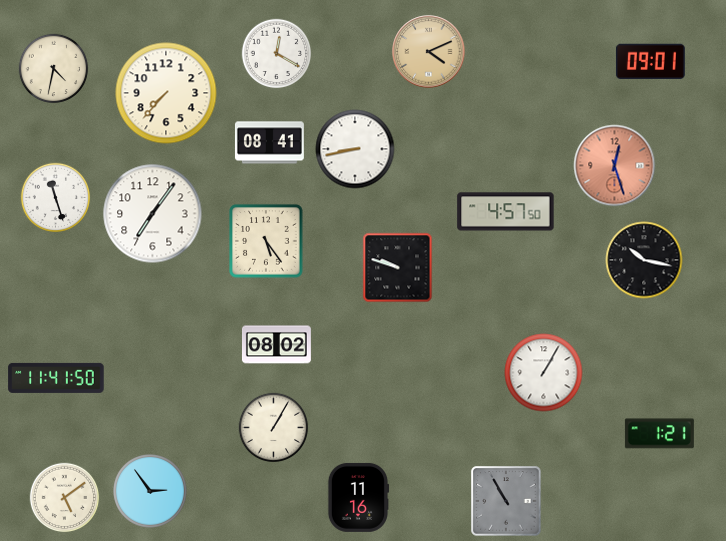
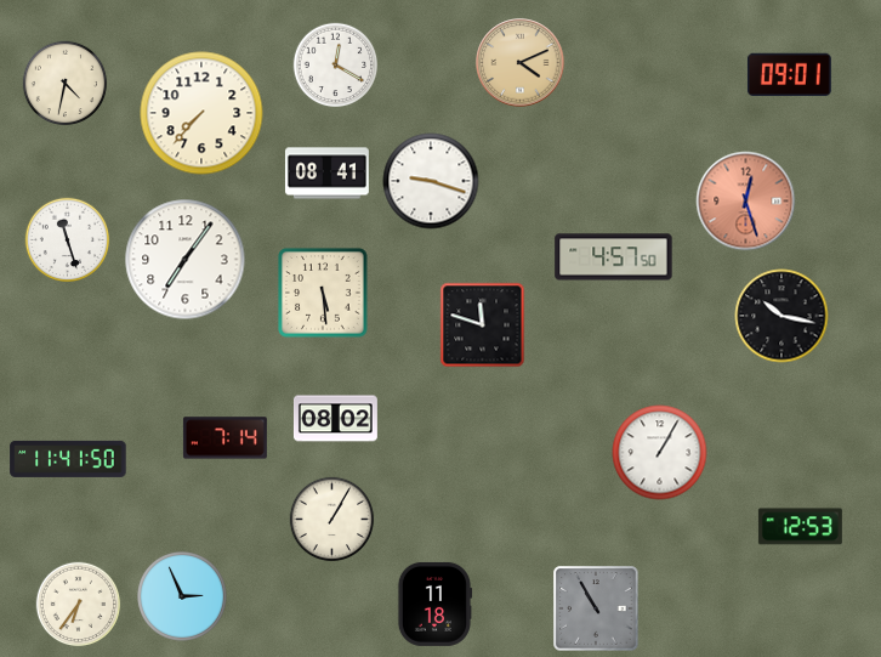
clock at (355, 149): 8:43 -> 9:18
clock at (266, 241): 5:24 -> 5:29
clock at (398, 268): 9:48 -> 11:48
clock at (224, 438): none -> 7:14
clock at (659, 434): 1:21 -> 12:53
clock at (150, 491): 2:54 -> 2:56
clock at (358, 497): 11:16 -> 11:18
clock at (65, 498): 5:09 -> 6:36
clock at (506, 501) position: (506, 501) -> (596, 608)
